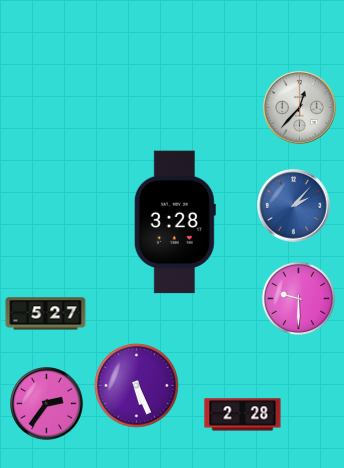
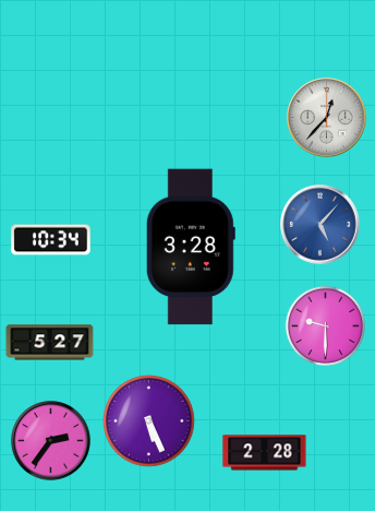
clock at (294, 206): 2:07 -> 5:07
clock at (51, 240): none -> 10:34
clock at (175, 222) position: (175, 222) -> (191, 247)
